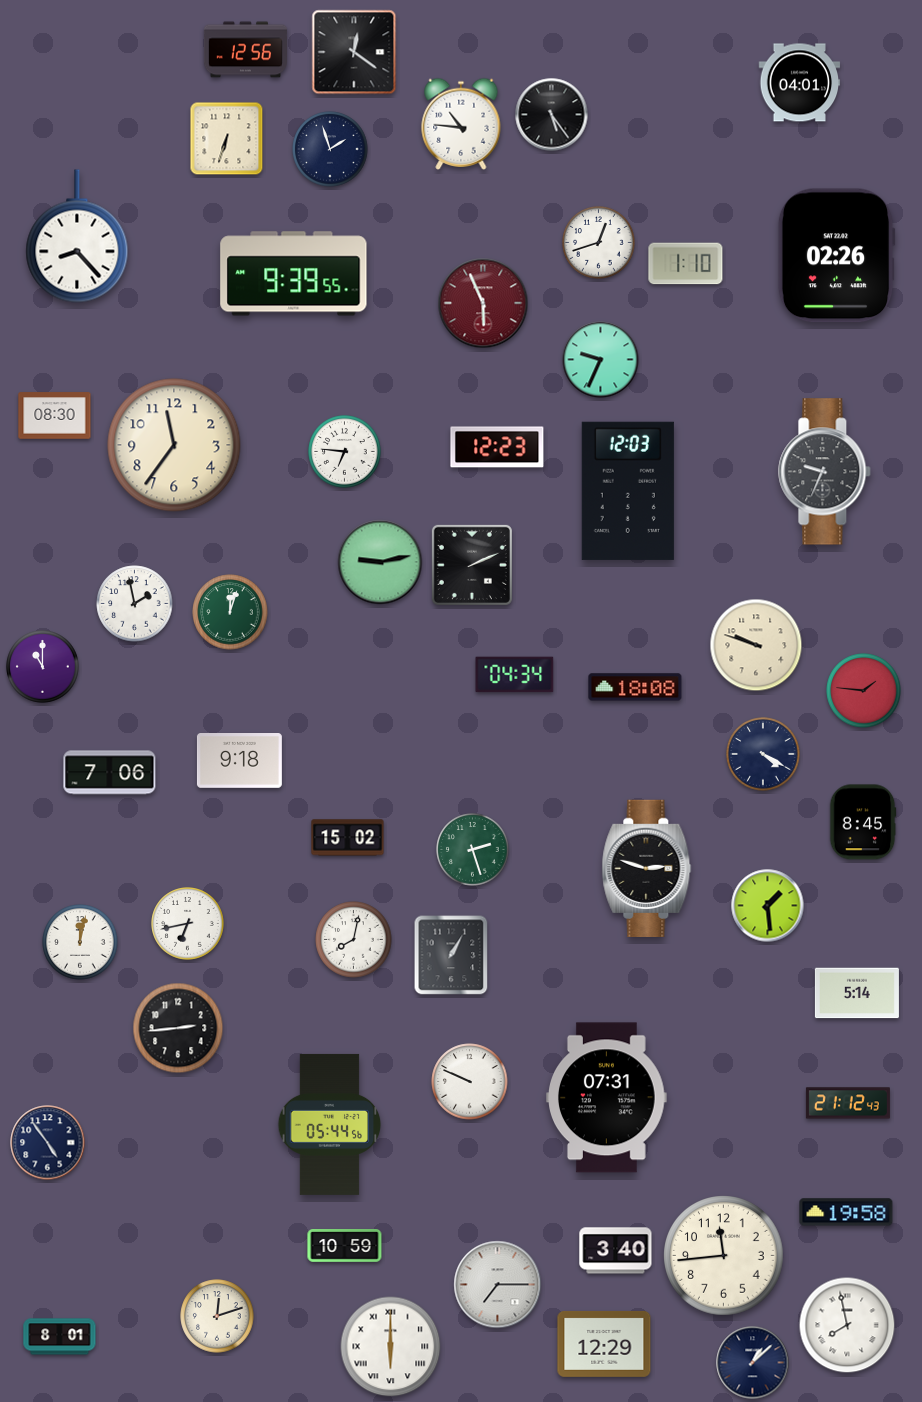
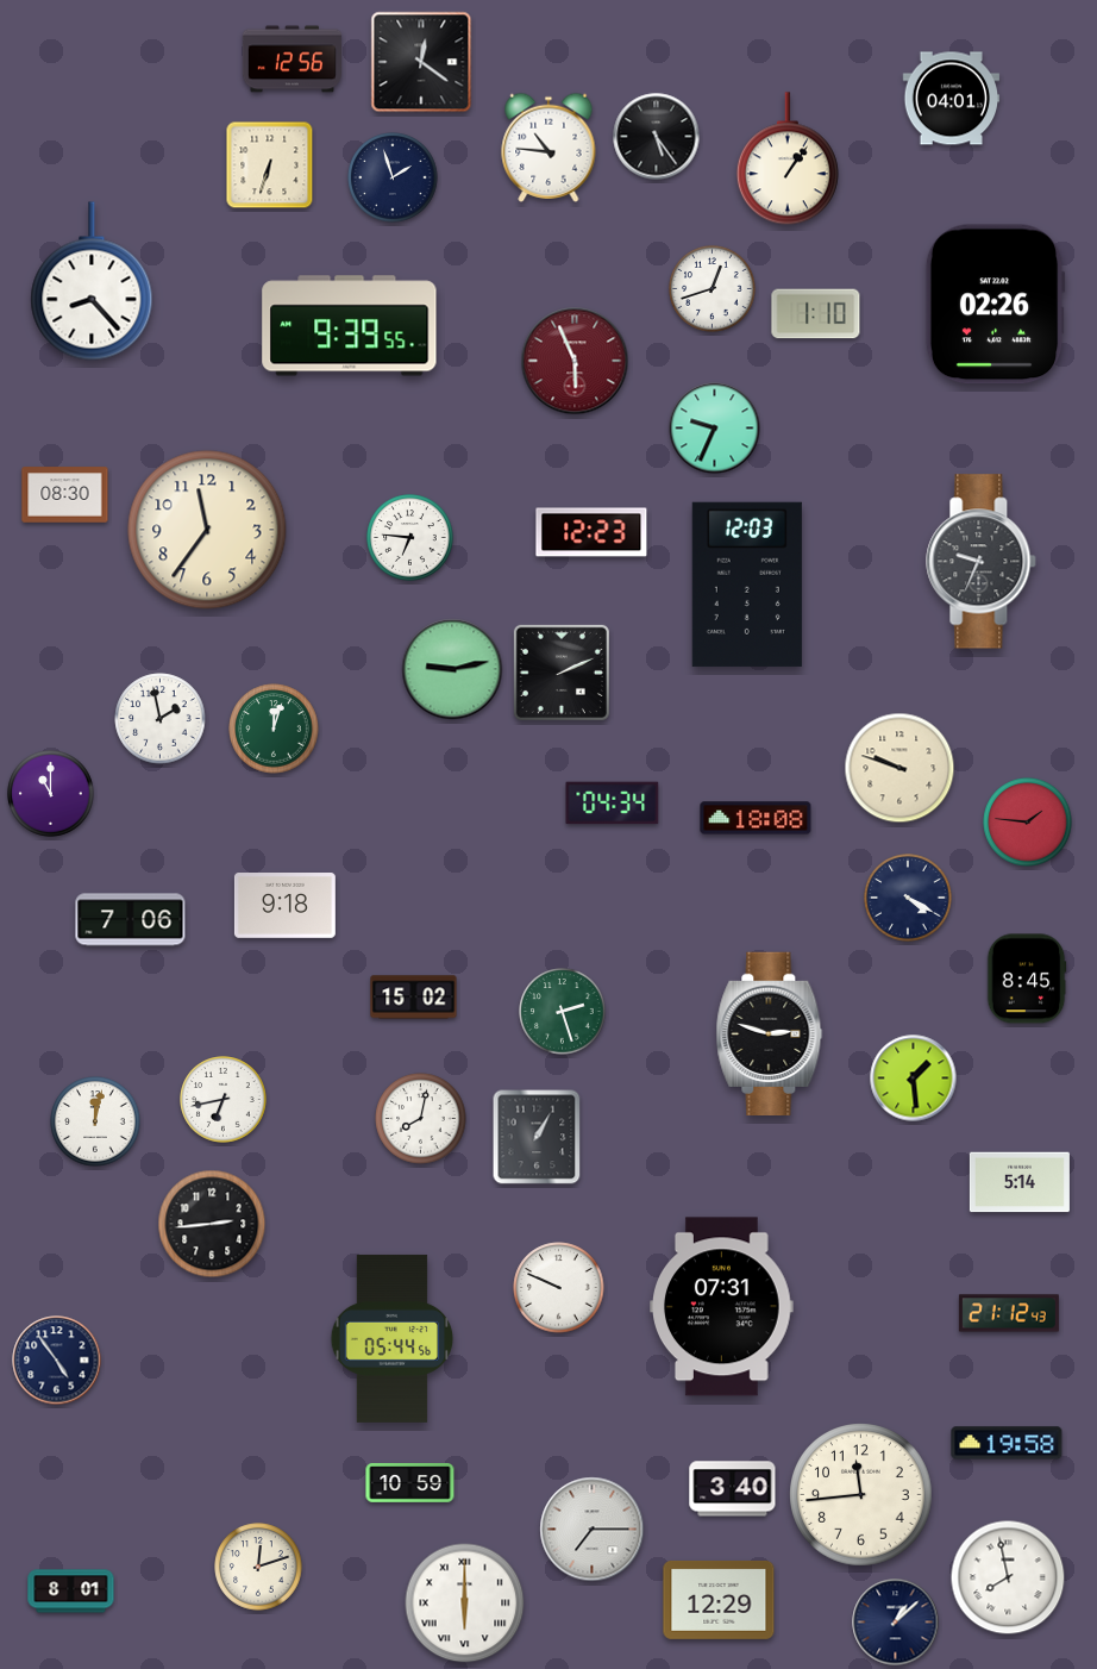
clock at (788, 160): none -> 1:06
